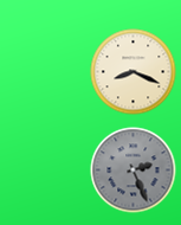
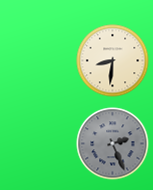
clock at (134, 72): 8:19 -> 8:31
